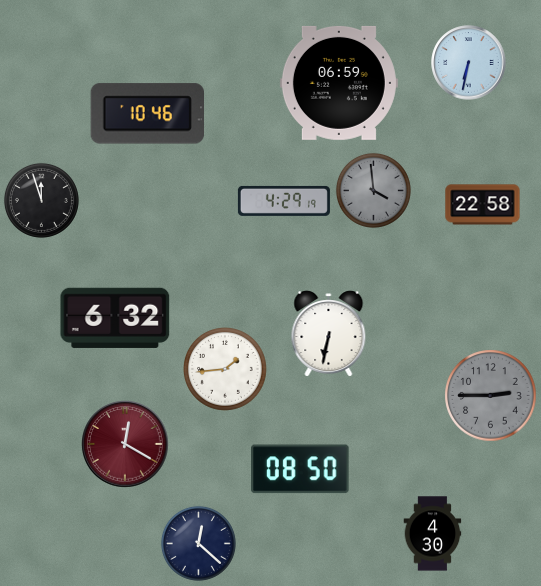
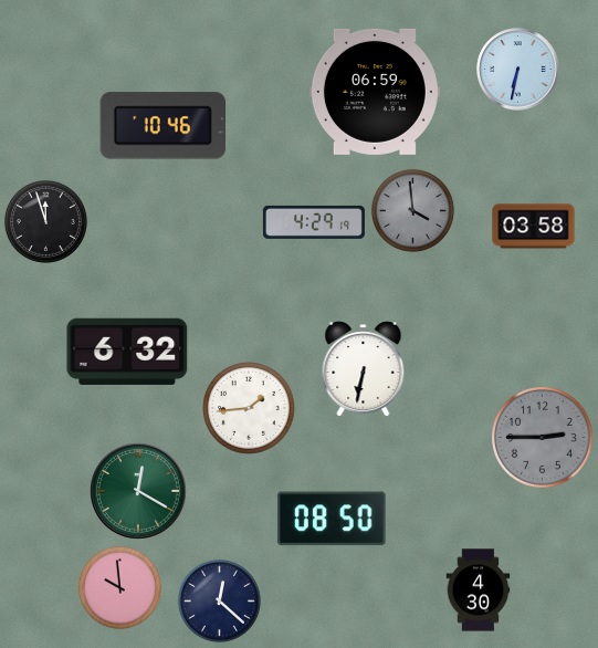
clock at (483, 205): 22:58 -> 03:58
clock at (125, 444) dial: burgundy -> green
clock at (119, 587): none -> 9:59
